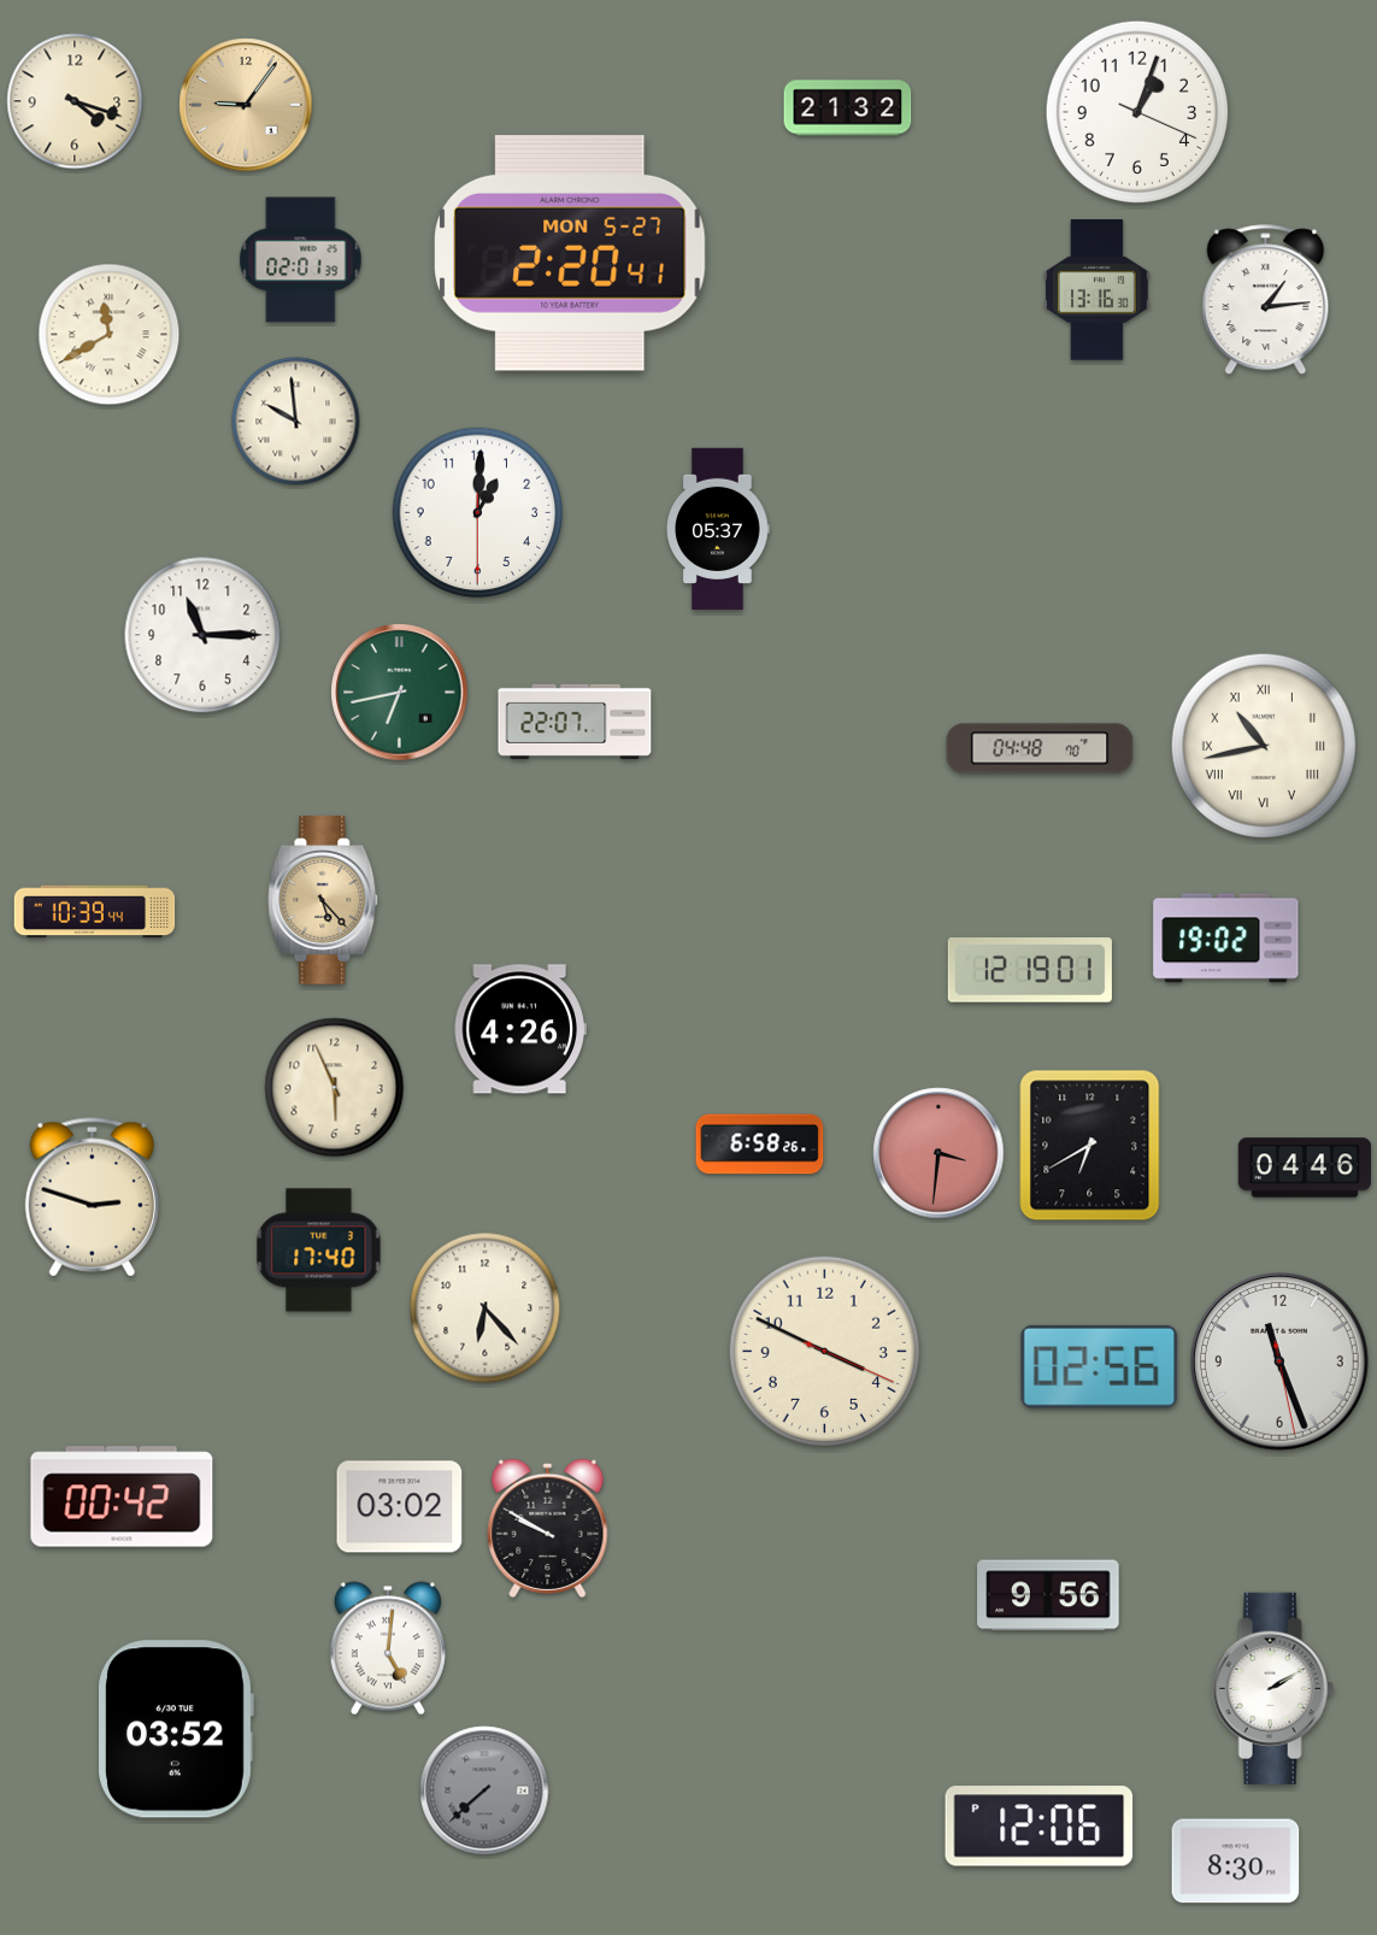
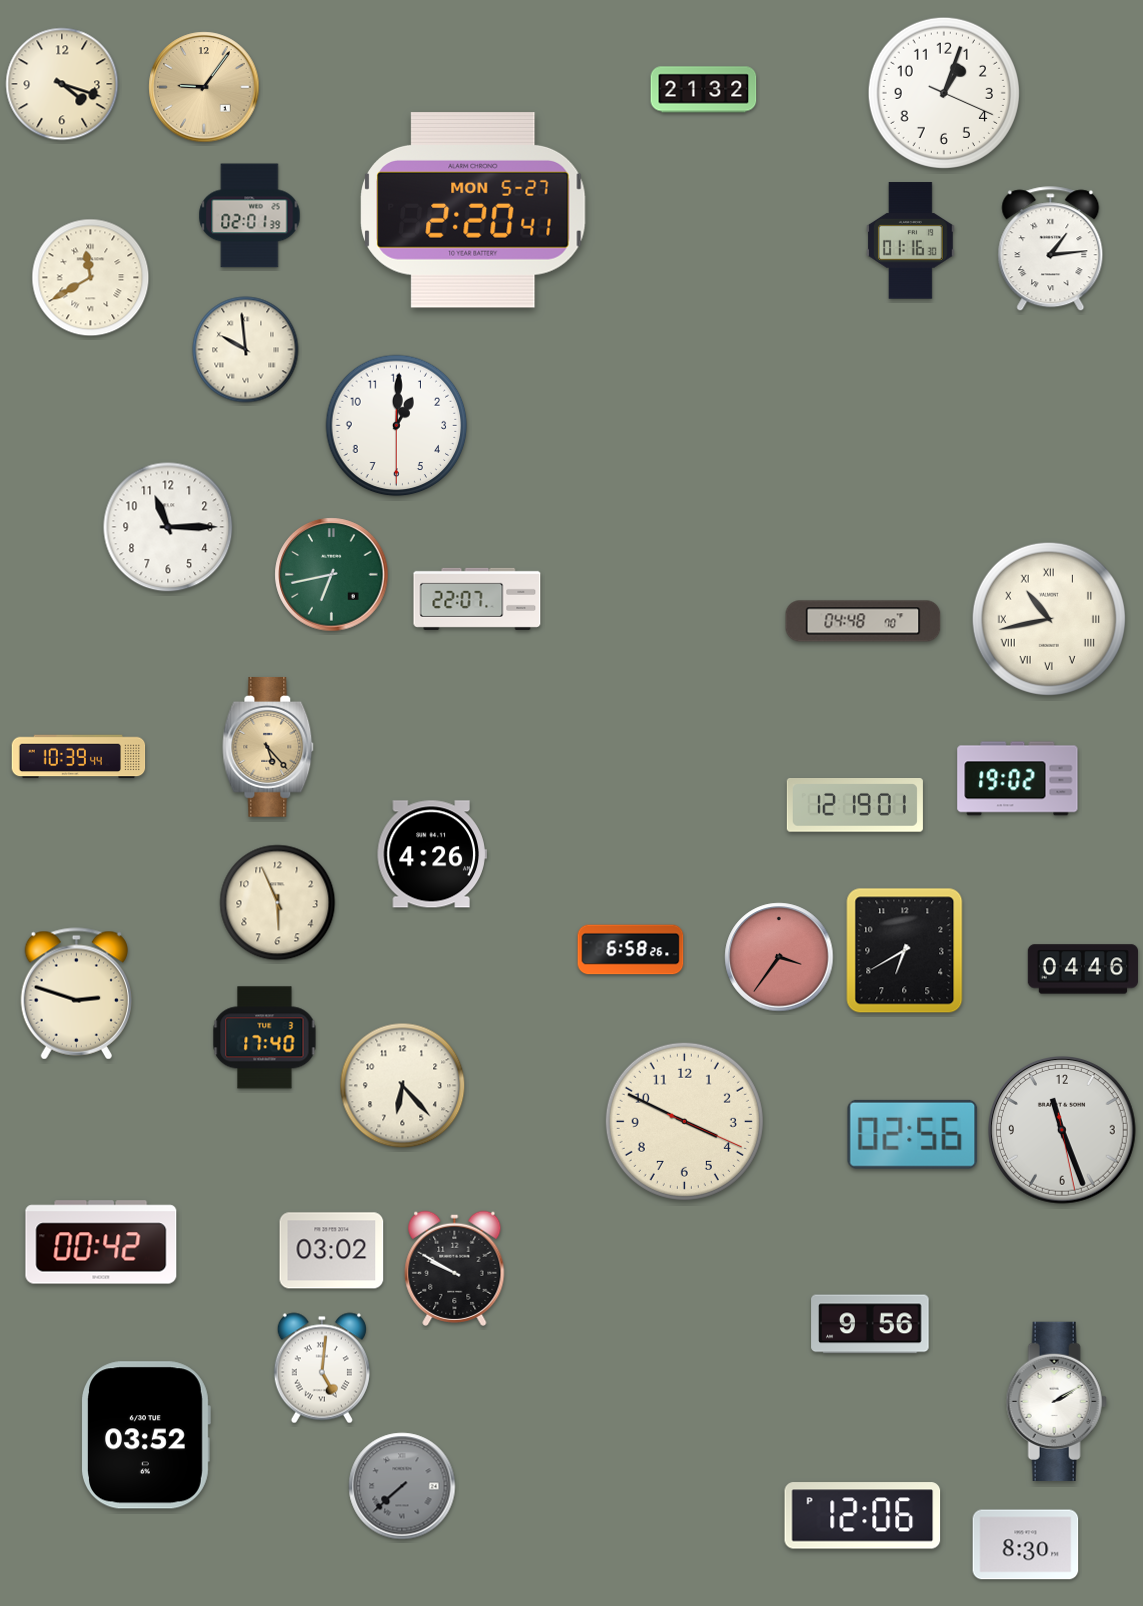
clock at (1096, 290): 13:16 -> 01:16
clock at (718, 529): 05:37 -> none
clock at (938, 1153): 3:31 -> 3:36
